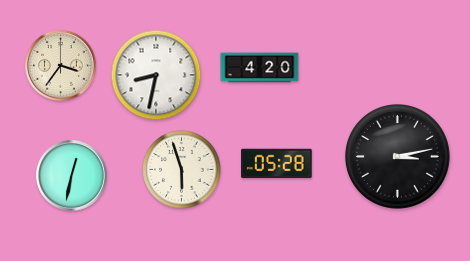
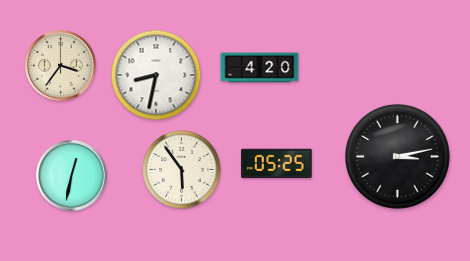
clock at (277, 164): 05:28 -> 05:25
clock at (182, 170): 5:57 -> 5:54
